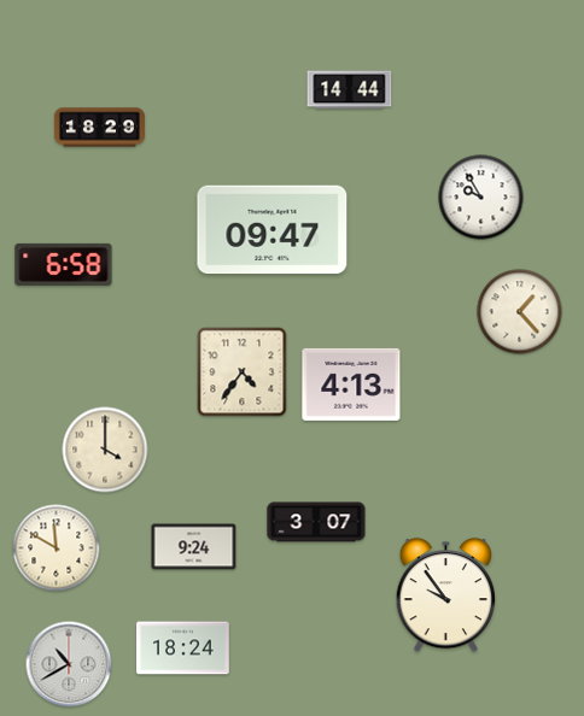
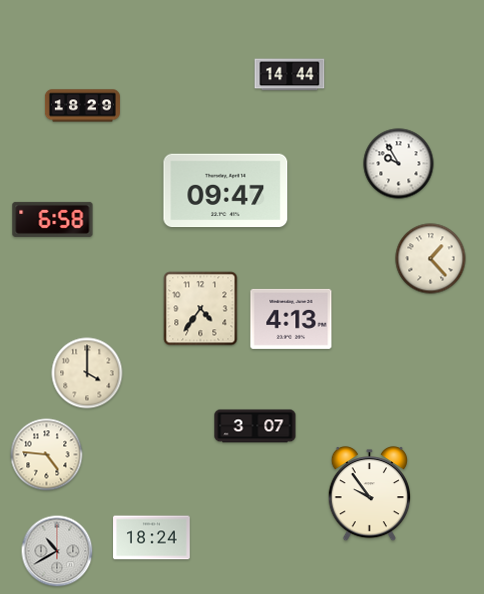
clock at (316, 522) position: (316, 522) -> (255, 426)
clock at (194, 547): 9:24 -> none
clock at (57, 548): 11:50 -> 4:46
